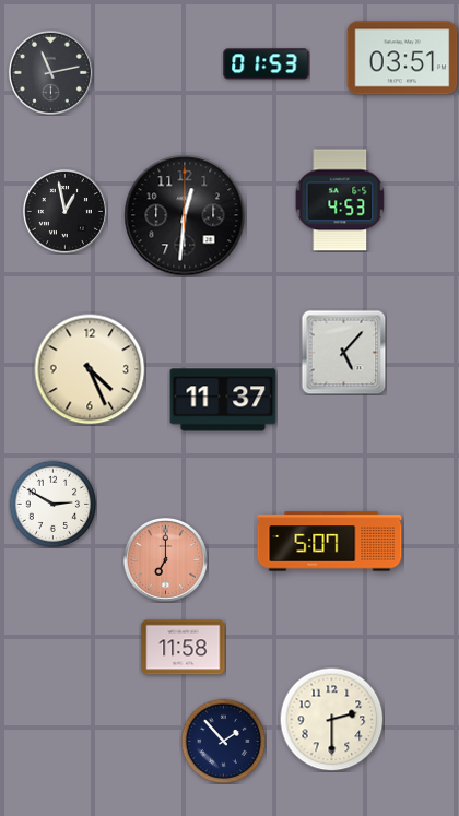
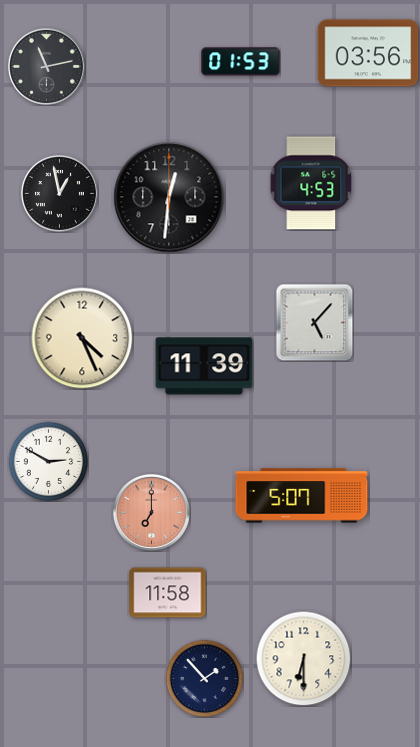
clock at (402, 58): 03:51 -> 03:56
clock at (267, 64) position: (267, 64) -> (241, 62)
clock at (223, 400): 11:37 -> 11:39
clock at (331, 719): 2:30 -> 6:30
